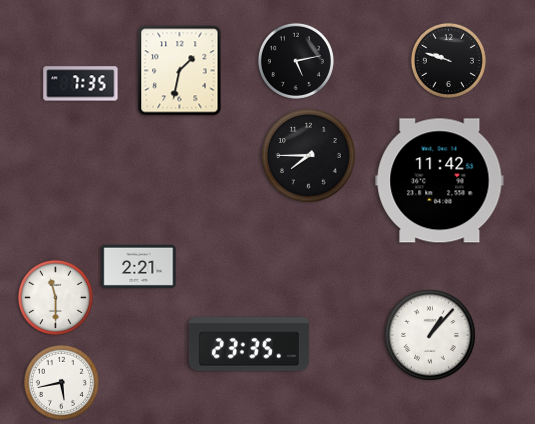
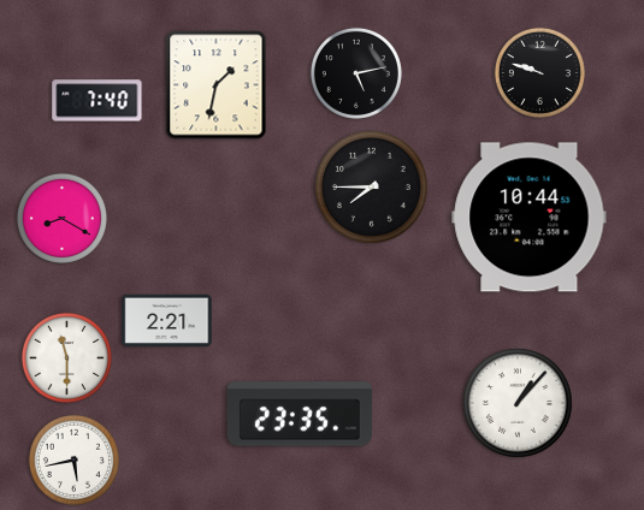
clock at (81, 84): 7:35 -> 7:40
clock at (61, 218): none -> 8:20
clock at (440, 181): 11:42 -> 10:44
